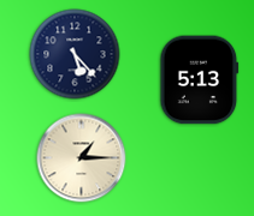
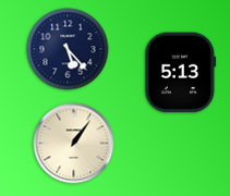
clock at (82, 158): 1:15 -> 1:06
